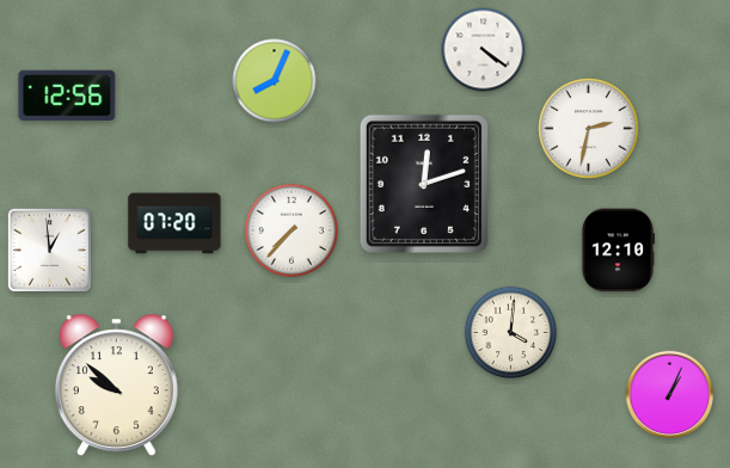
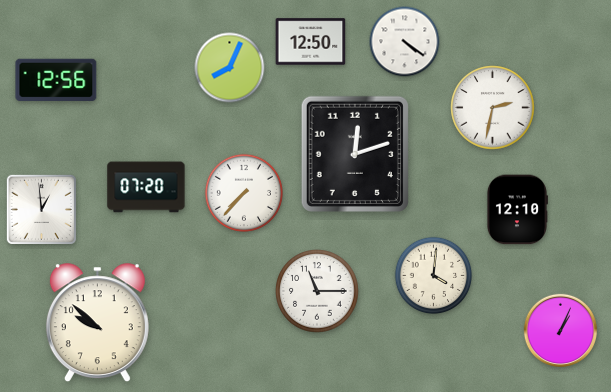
clock at (311, 42): none -> 12:50
clock at (511, 333) position: (511, 333) -> (434, 276)
clock at (317, 291): none -> 11:15
